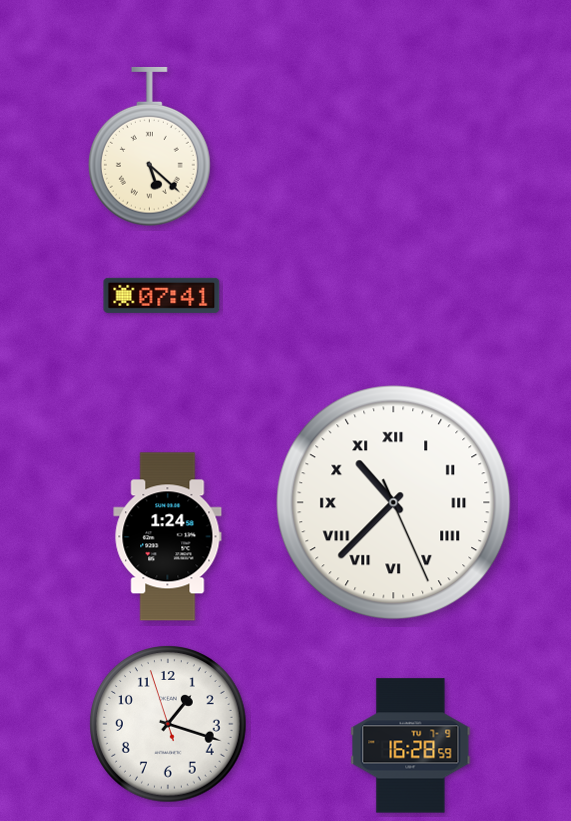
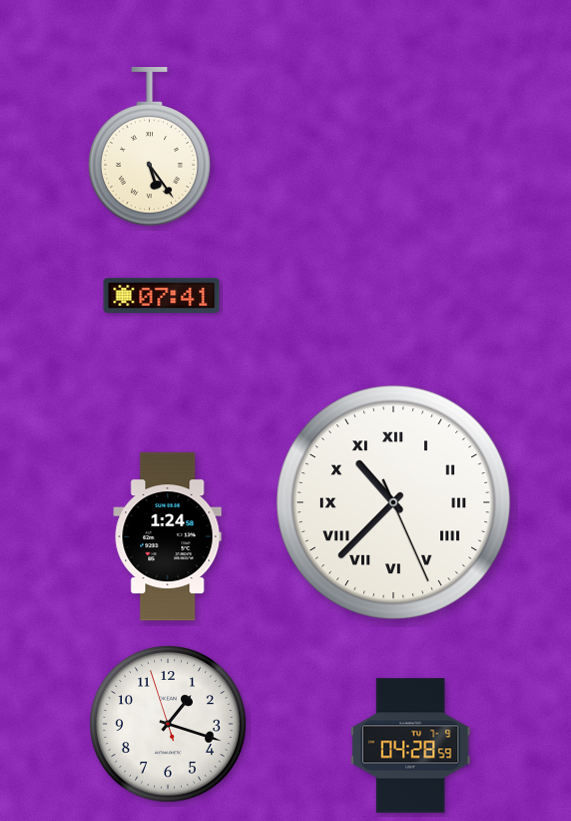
clock at (150, 147): 5:22 -> 5:24
clock at (411, 746): 16:28 -> 04:28
